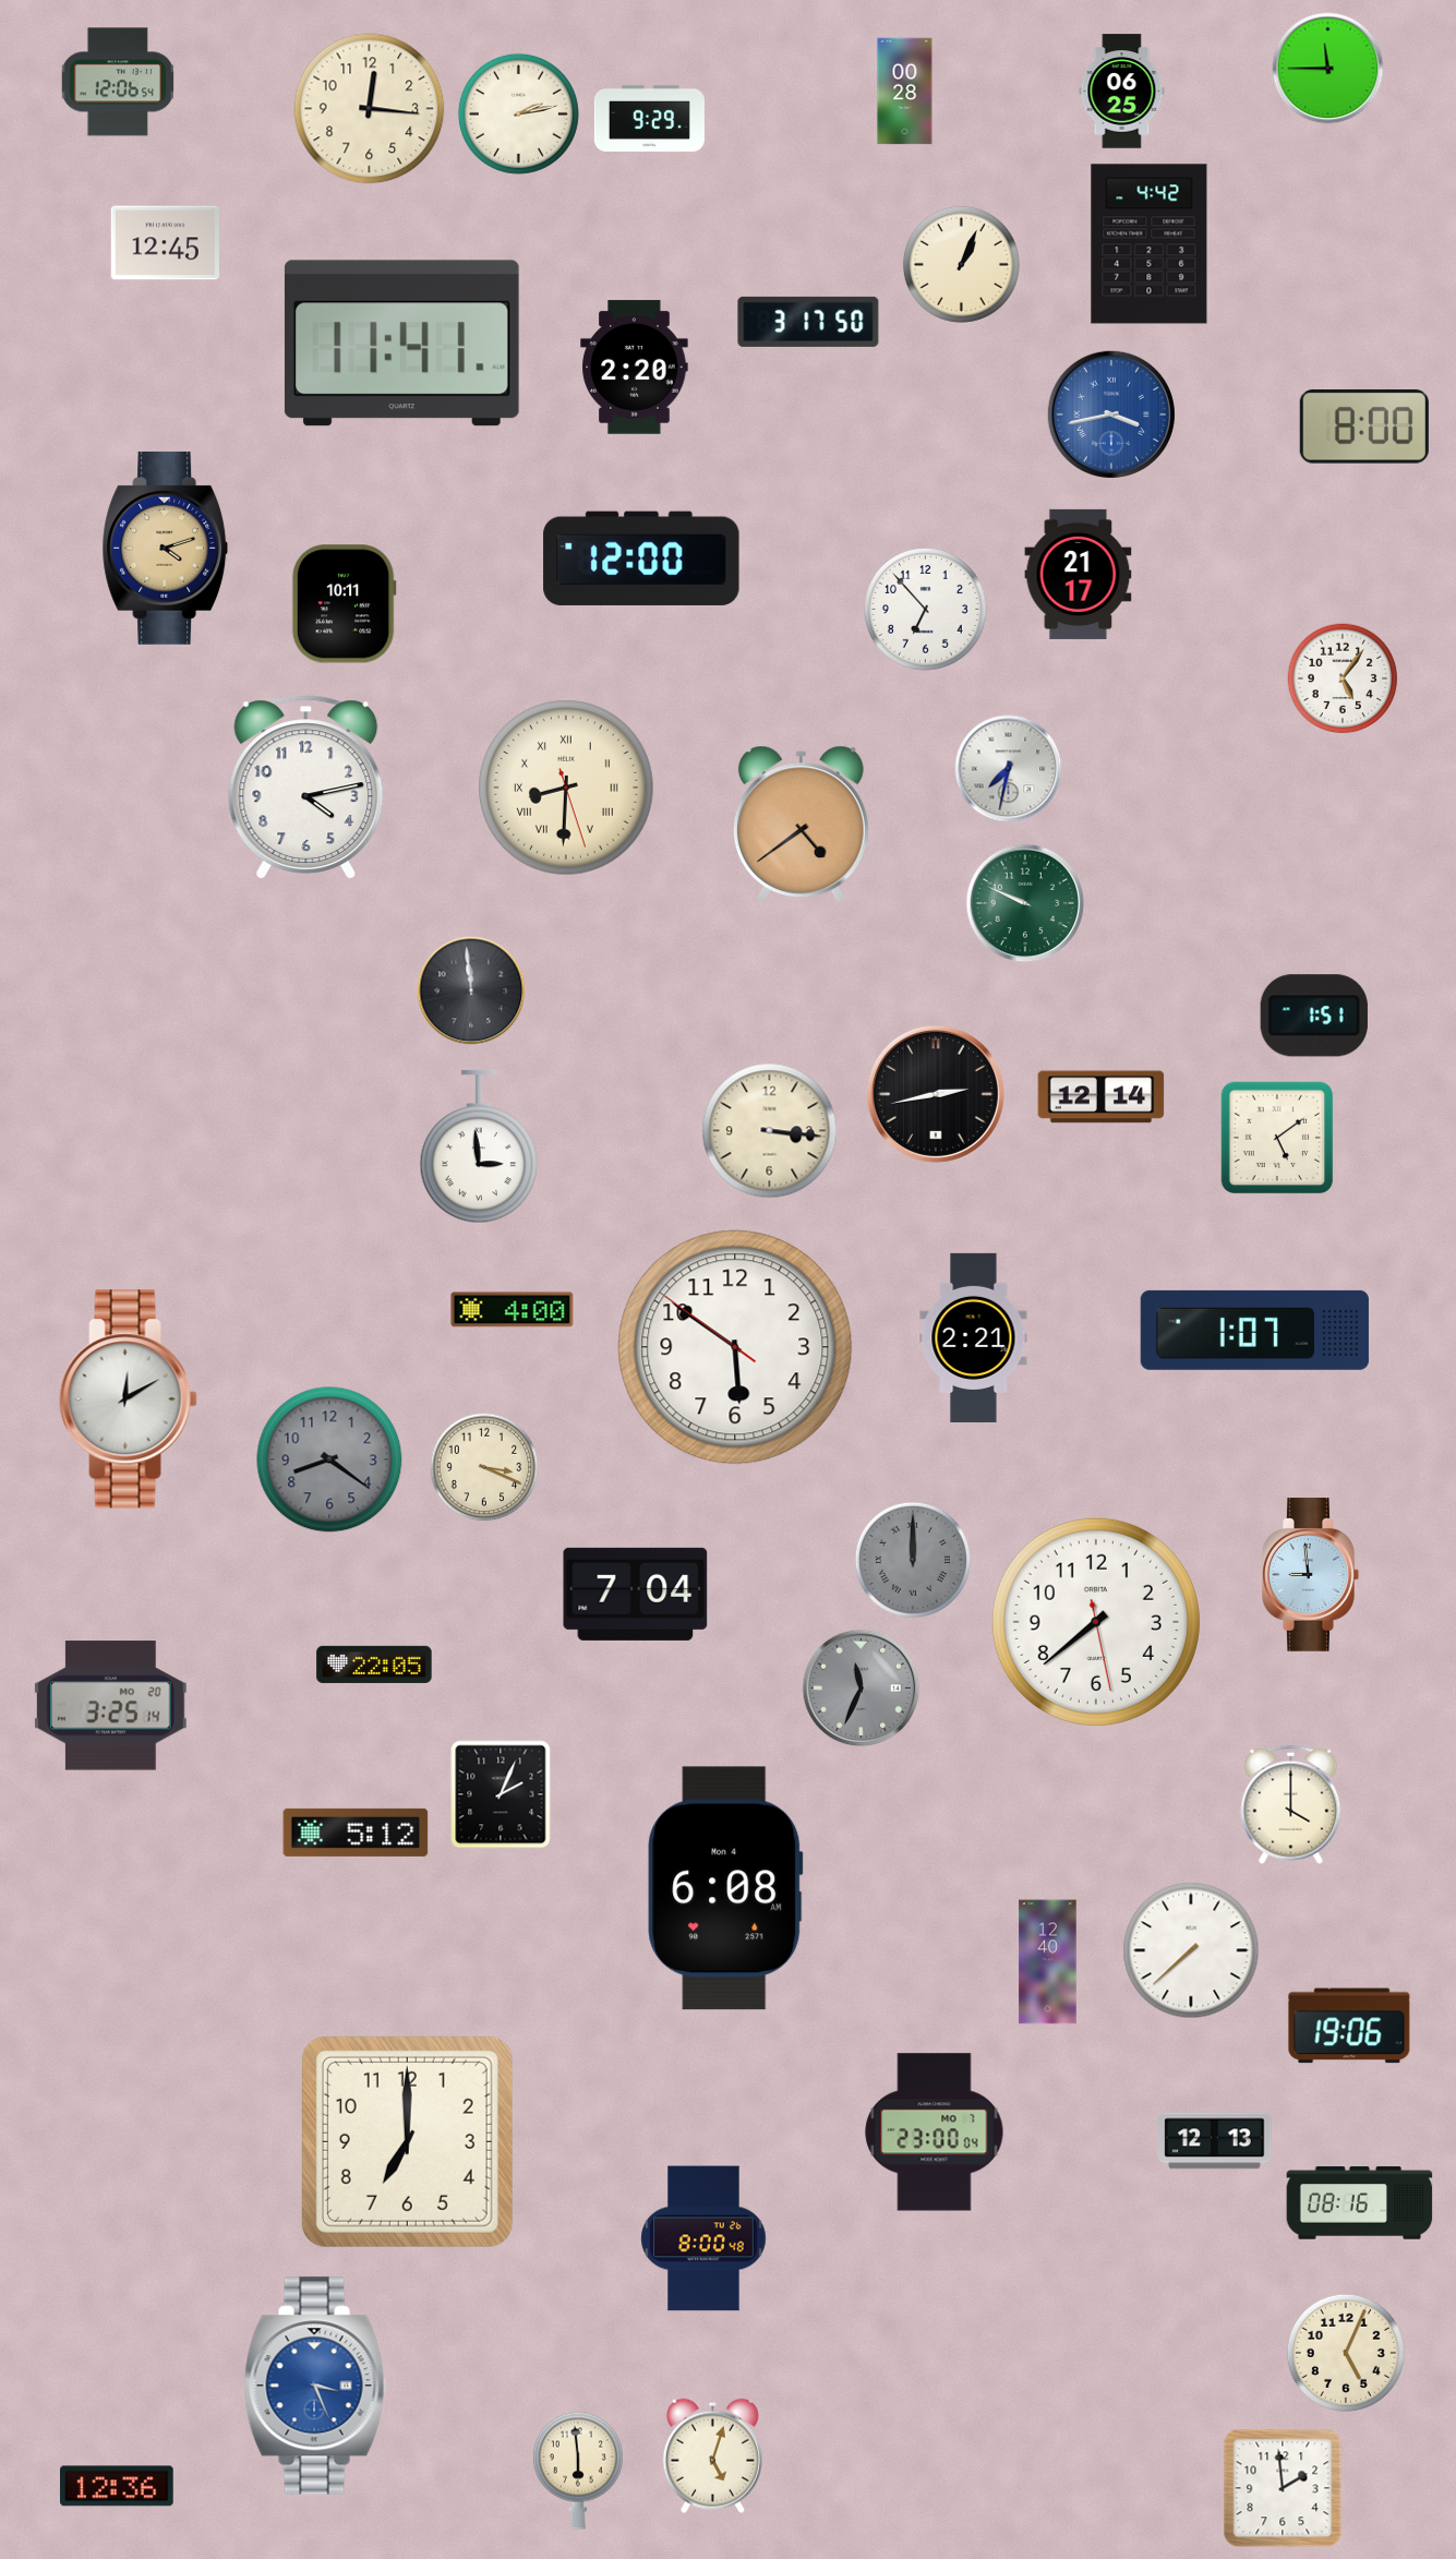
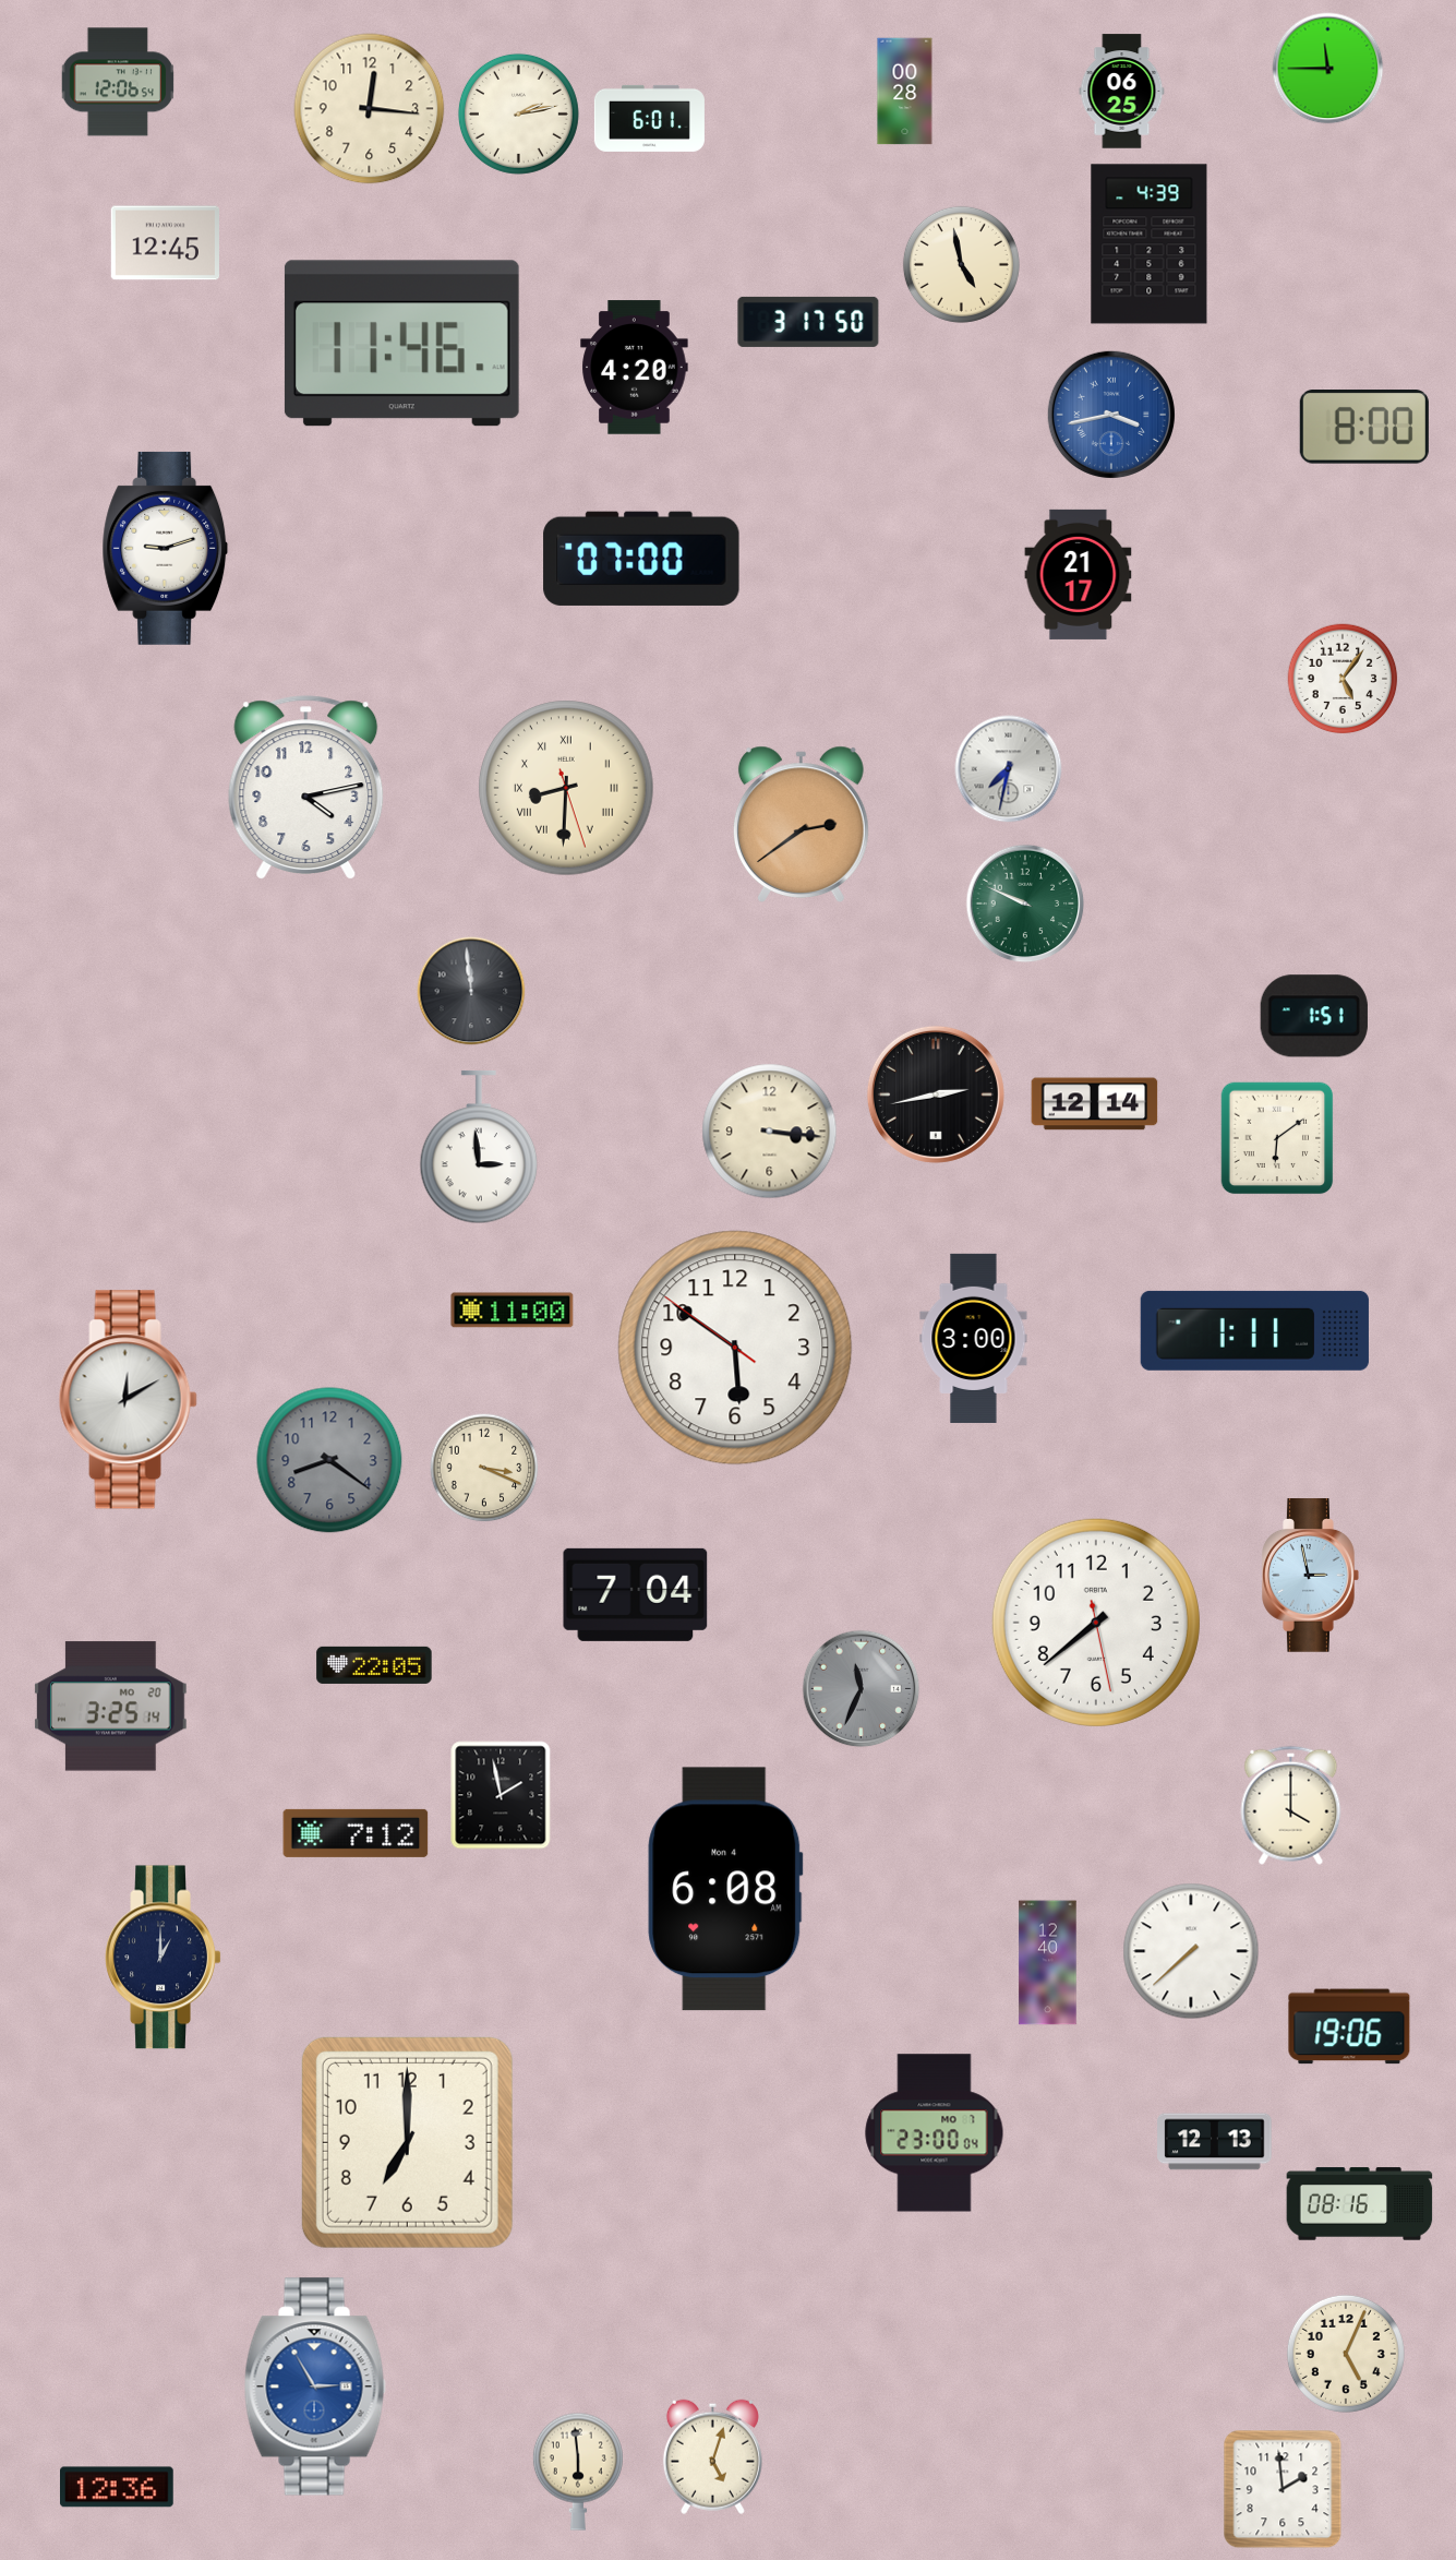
clock at (649, 118): 9:29 -> 6:01
clock at (1150, 244): 4:42 -> 4:39
clock at (961, 264): 1:04 -> 4:58
clock at (401, 344): 11:41 -> 11:46
clock at (635, 368): 2:20 -> 4:20
clock at (166, 548): 4:12 -> 9:12
clock at (166, 548) dial: champagne -> white
clock at (641, 558): 12:00 -> 07:00
clock at (344, 604): 10:11 -> none
clock at (925, 609): 6:53 -> none
clock at (801, 824): 4:39 -> 2:39
clock at (1102, 1097) position: (1102, 1097) -> (1095, 1104)
clock at (1277, 1138): 5:09 -> 6:09
clock at (513, 1310): 4:00 -> 11:00
clock at (1254, 1330): 1:07 -> 1:11
clock at (974, 1337): 2:21 -> 3:00
clock at (913, 1560): 12:00 -> none
clock at (1311, 1575): 8:59 -> 2:58
clock at (501, 1794): 2:04 -> 1:58
clock at (356, 1833): 5:12 -> 7:12
clock at (164, 1958): none -> 1:00
clock at (703, 2238): 8:00 -> none
clock at (315, 2386): 3:26 -> 2:55
